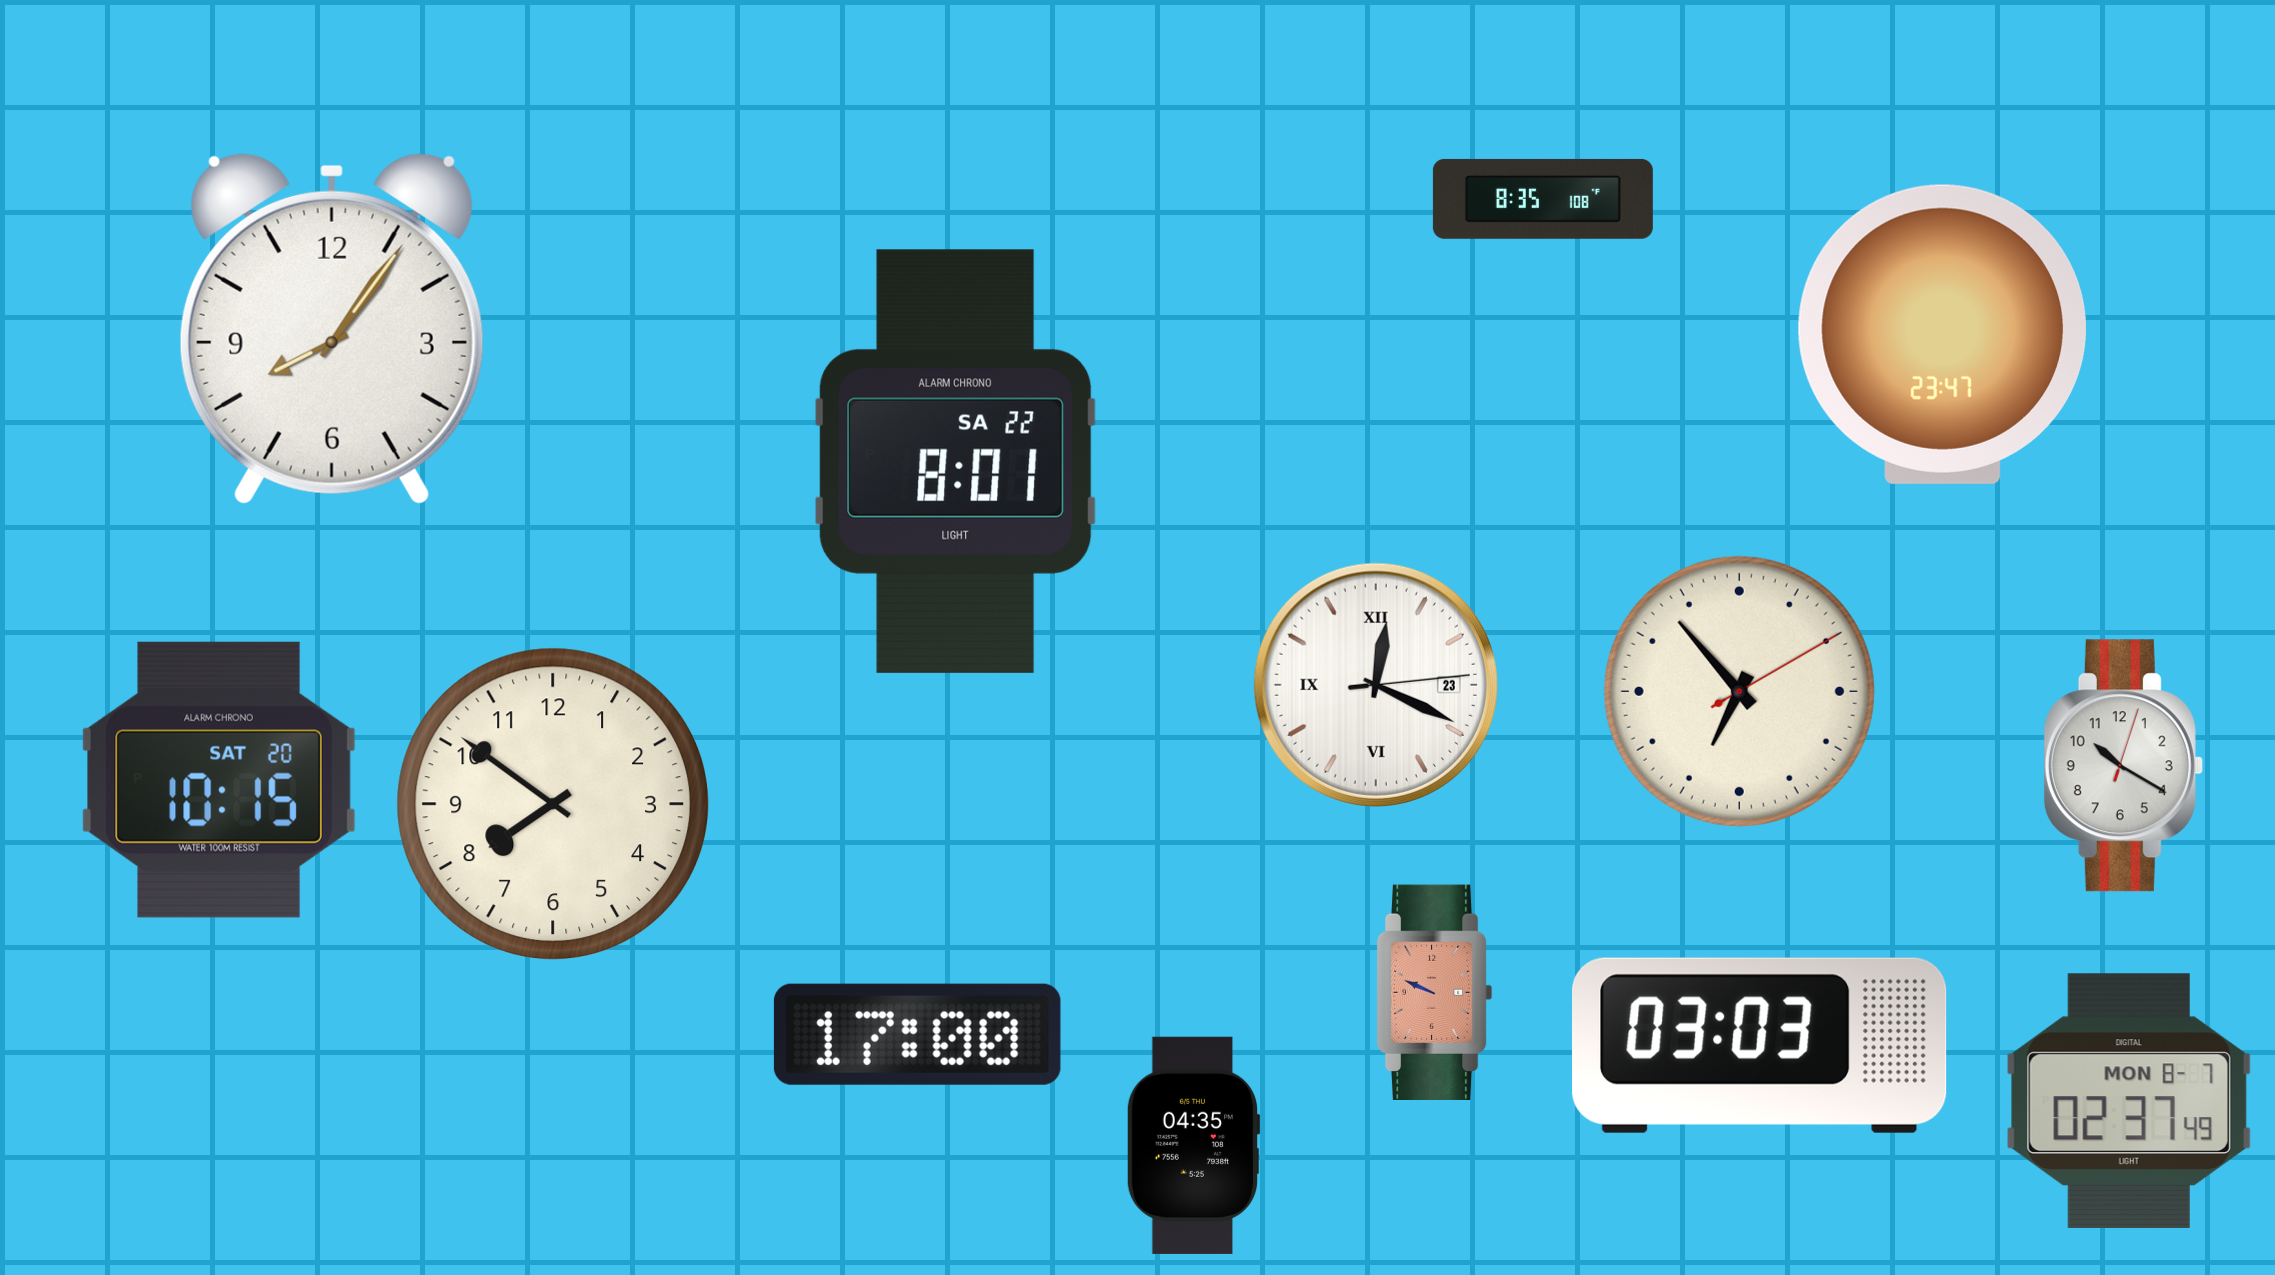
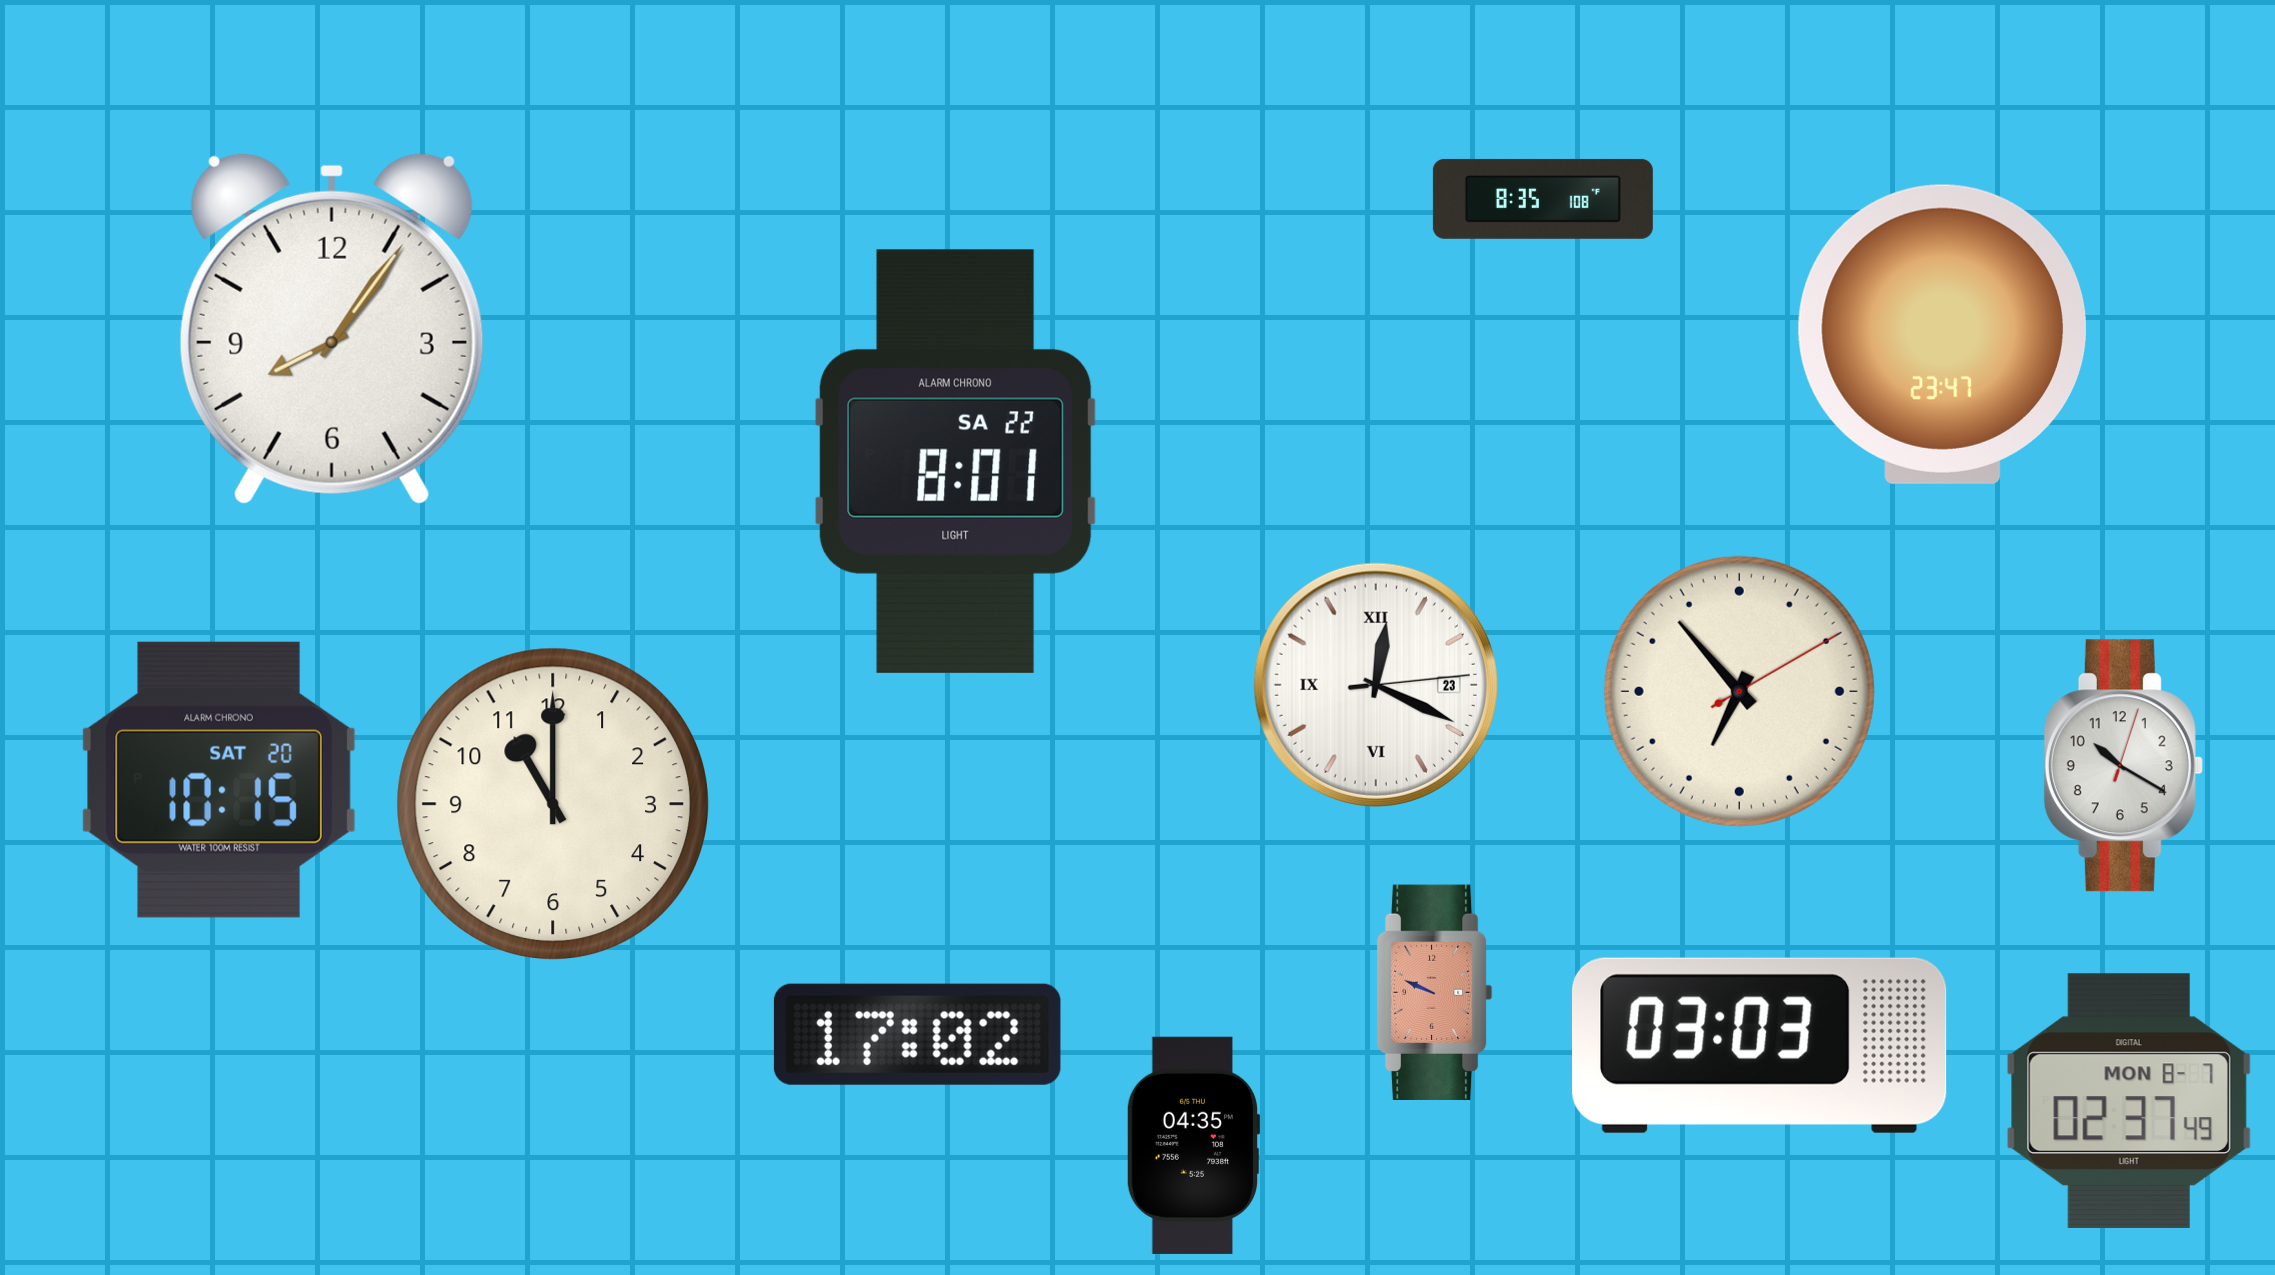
clock at (553, 804): 7:51 -> 11:00
clock at (917, 1034): 17:00 -> 17:02
